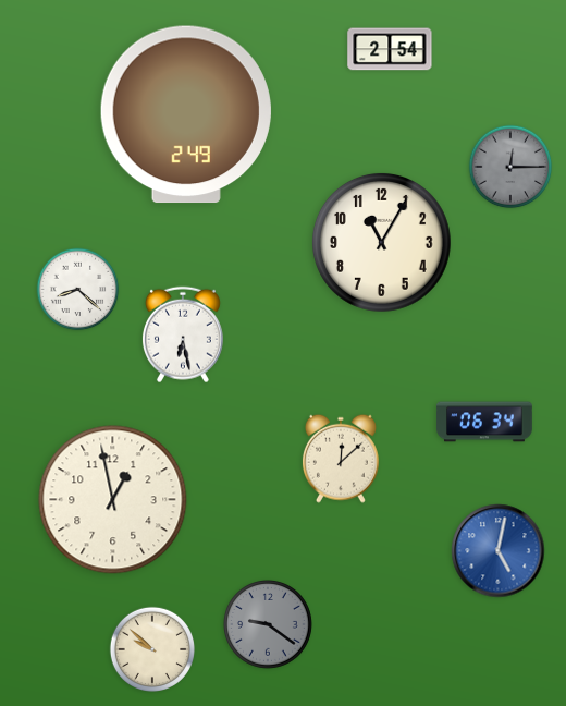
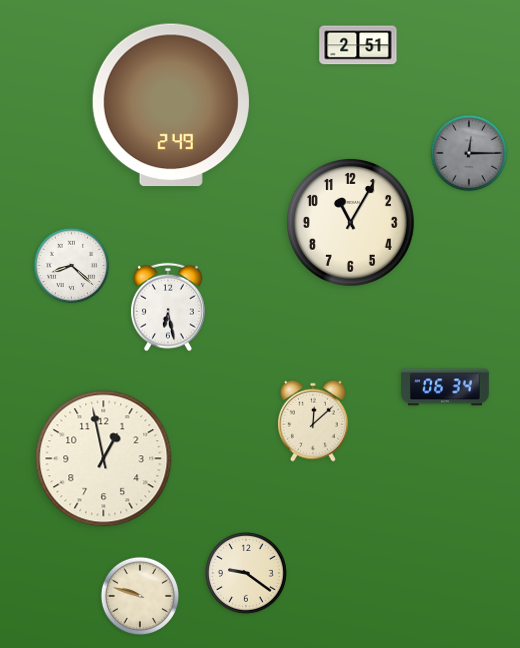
clock at (390, 49): 2:54 -> 2:51
clock at (499, 551): 5:02 -> none
clock at (269, 625) dial: grey -> cream
clock at (151, 648): 9:52 -> 9:48
